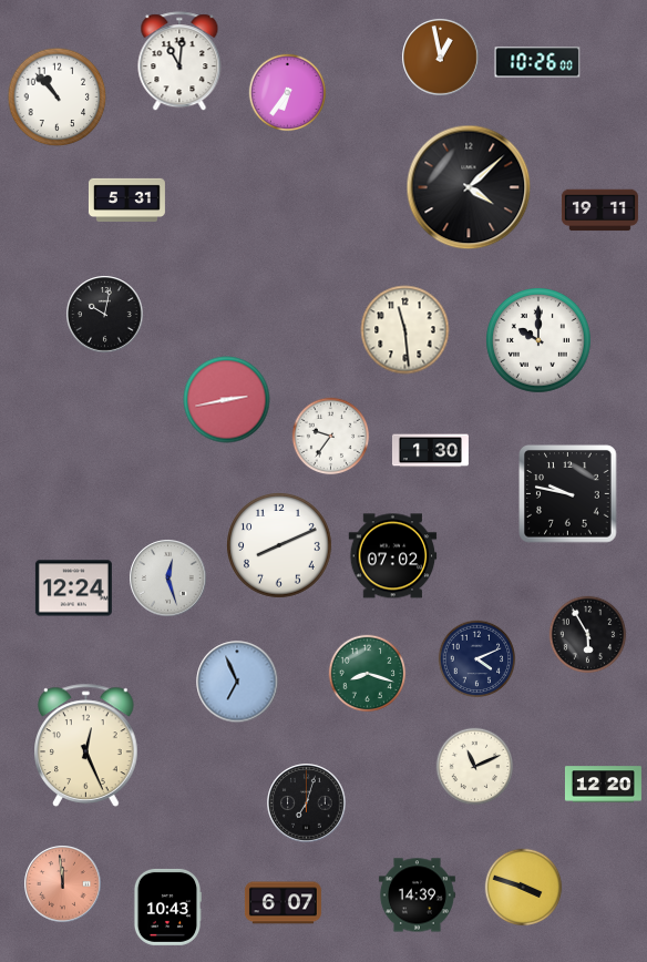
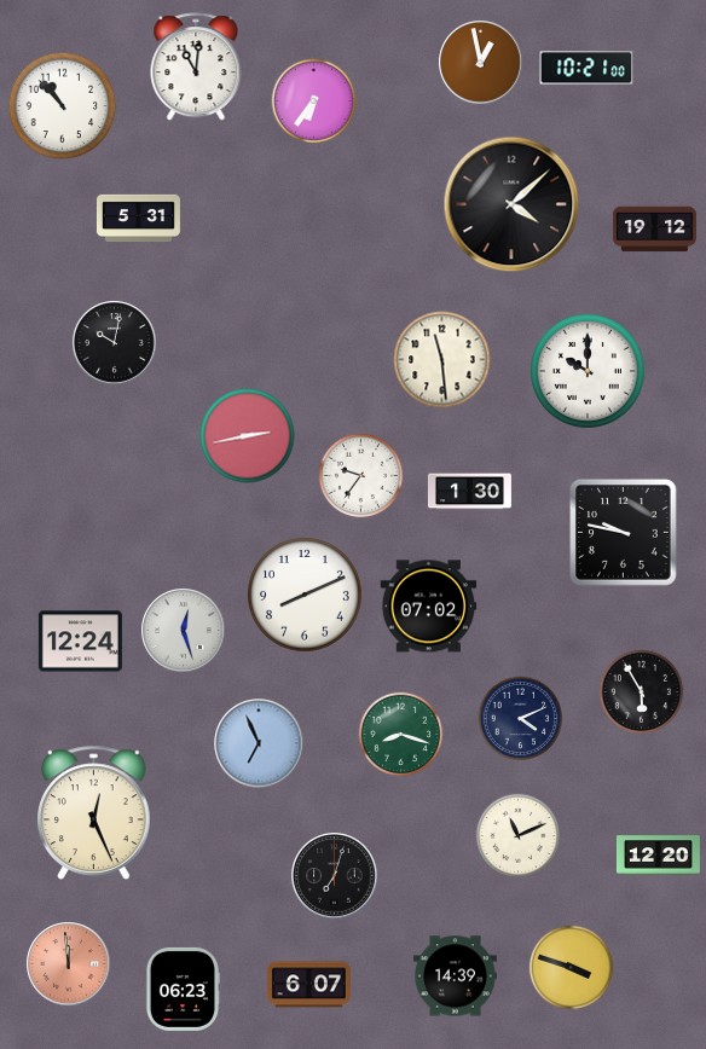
clock at (537, 62): 10:26 -> 10:21
clock at (599, 211): 19:11 -> 19:12
clock at (568, 494) position: (568, 494) -> (624, 533)
clock at (166, 907): 10:43 -> 06:23
